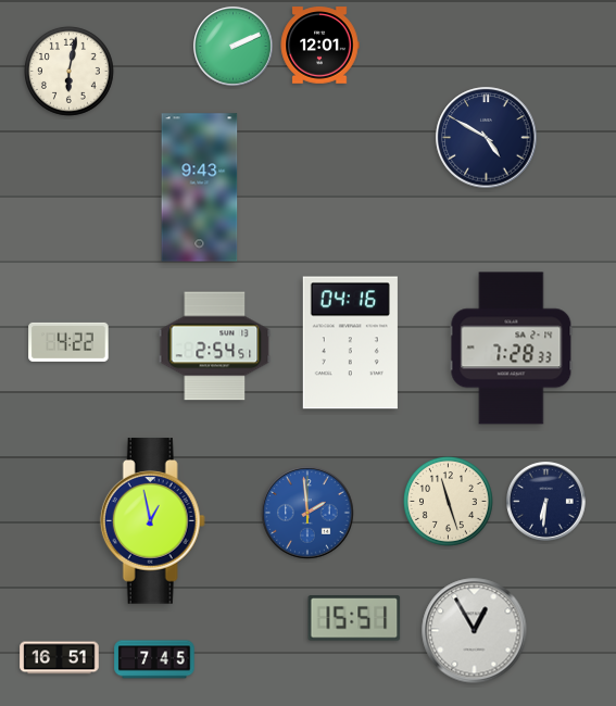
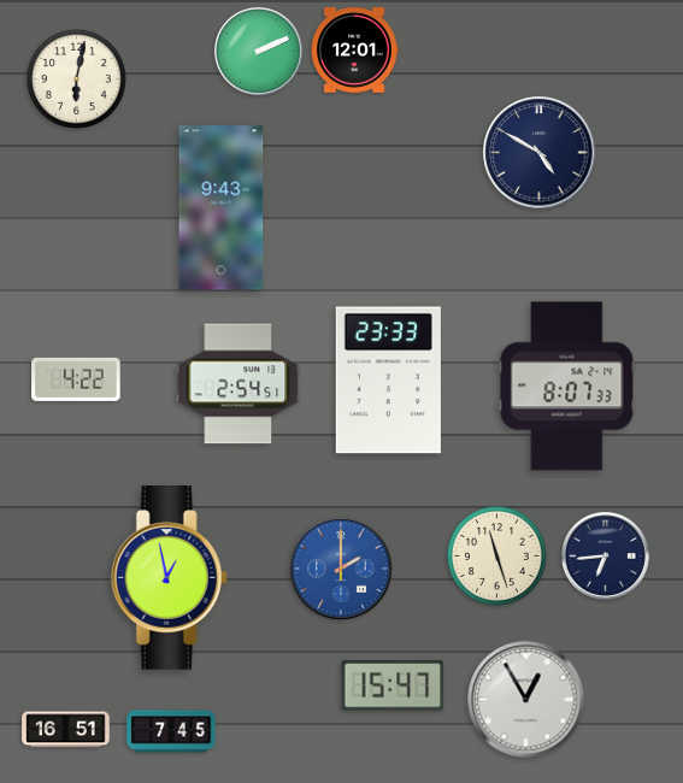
clock at (350, 343): 04:16 -> 23:33
clock at (512, 349): 7:28 -> 8:07
clock at (546, 502): 6:31 -> 6:44
clock at (307, 513): 1:59 -> 2:00
clock at (354, 618): 15:51 -> 15:47
